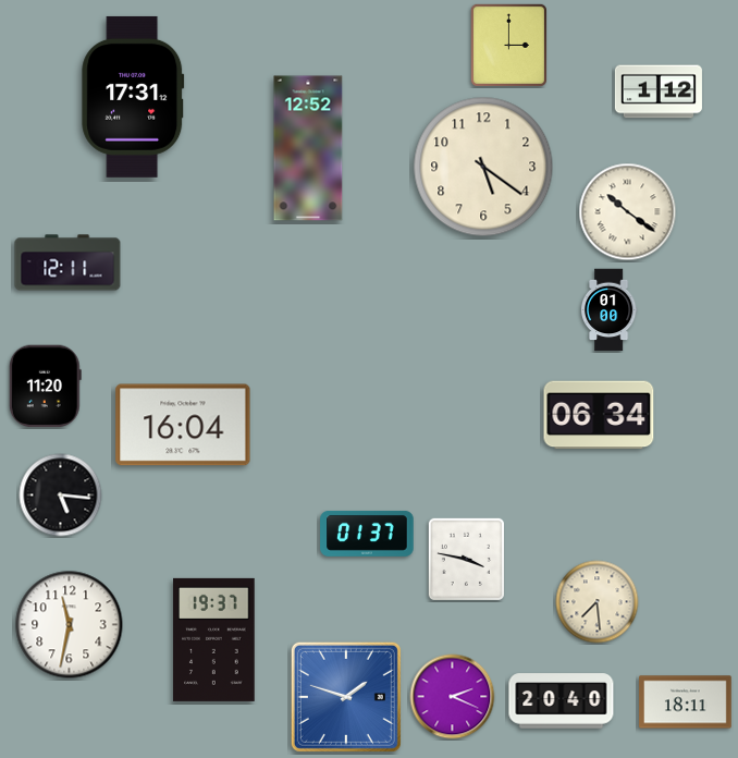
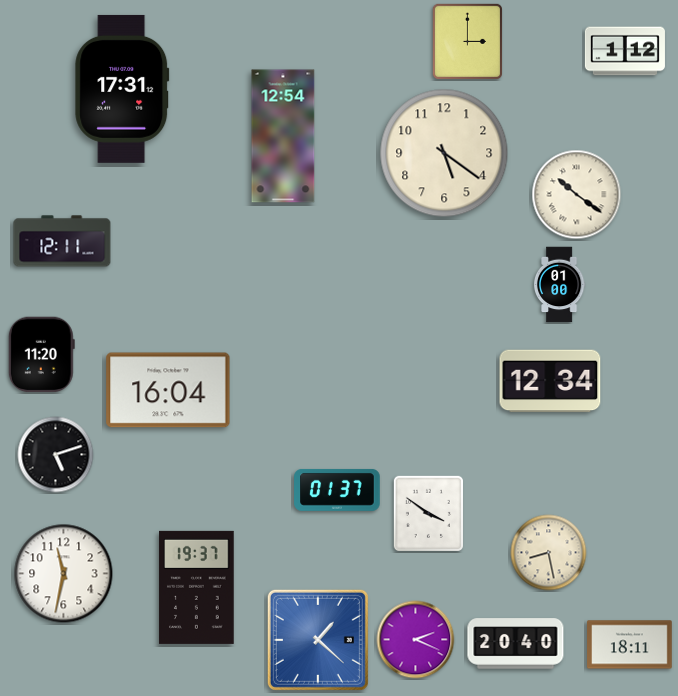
clock at (659, 91) position: (659, 91) -> (625, 51)
clock at (308, 148): 12:52 -> 12:54
clock at (599, 415): 06:34 -> 12:34
clock at (61, 496): 5:16 -> 5:12
clock at (466, 559): 3:47 -> 3:51
clock at (598, 602): 7:29 -> 8:28
clock at (346, 697): 1:48 -> 1:22
